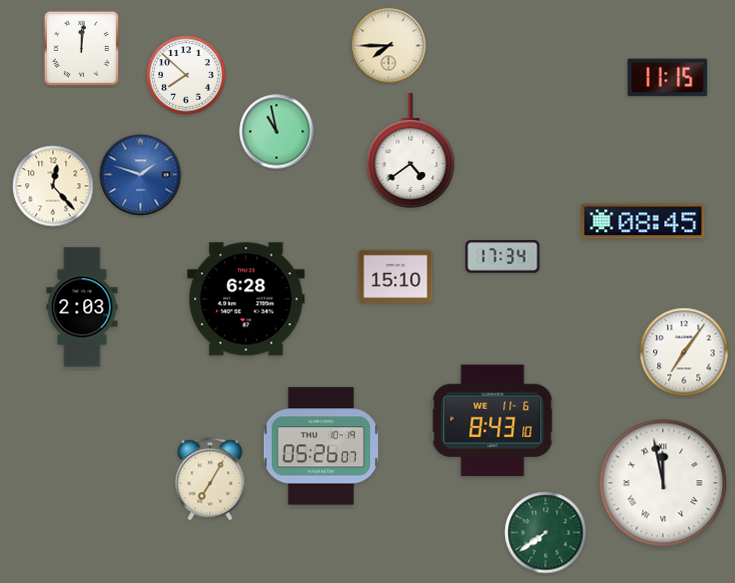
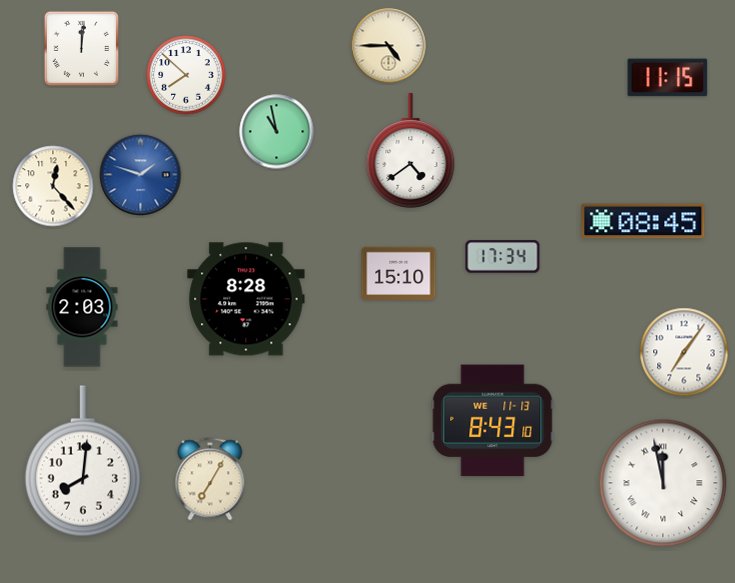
clock at (389, 46): 7:45 -> 4:45
clock at (396, 276) position: (396, 276) -> (399, 273)
clock at (246, 299): 6:28 -> 8:28
clock at (493, 421) date: WE 11-6 -> WE 11-13
clock at (320, 446): 05:26 -> none
clock at (83, 461): none -> 8:01
clock at (546, 533): 7:39 -> none
